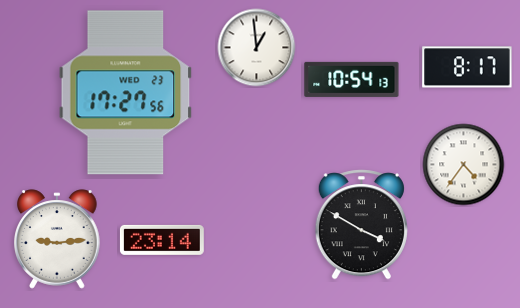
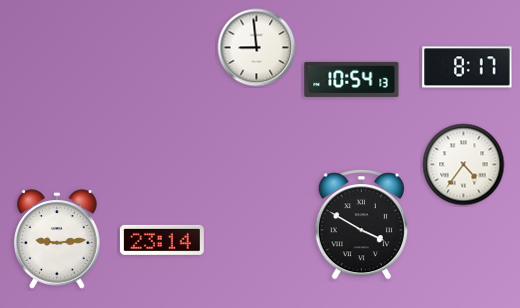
clock at (257, 48): 12:59 -> 8:59
clock at (126, 93): 17:27 -> none
